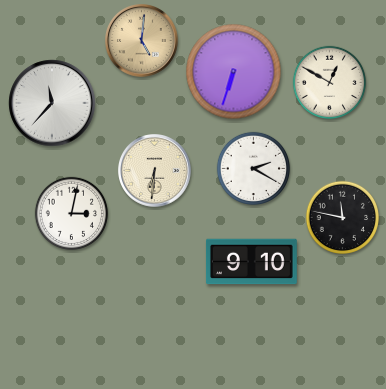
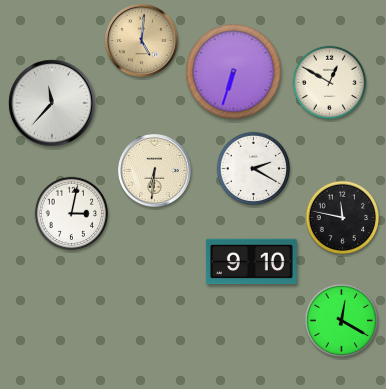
clock at (342, 321): none -> 12:20
